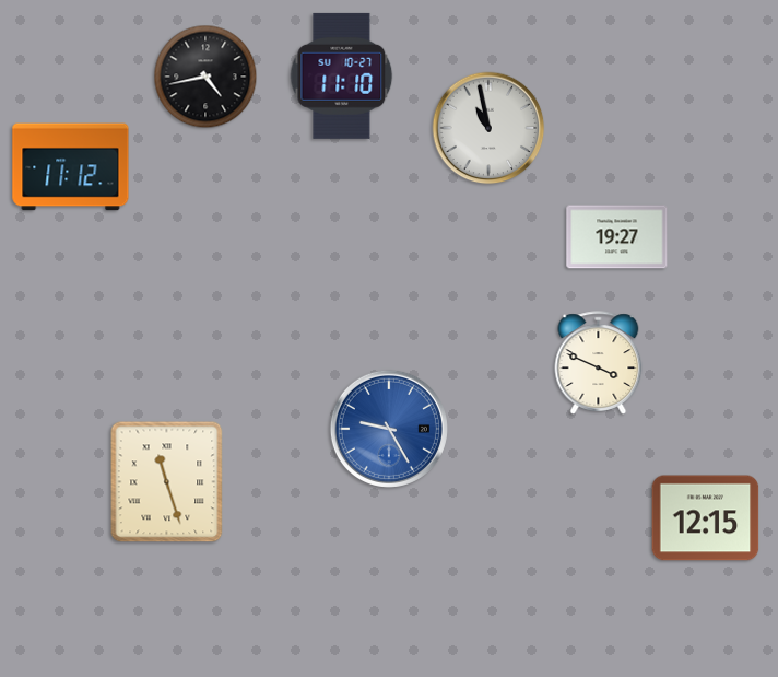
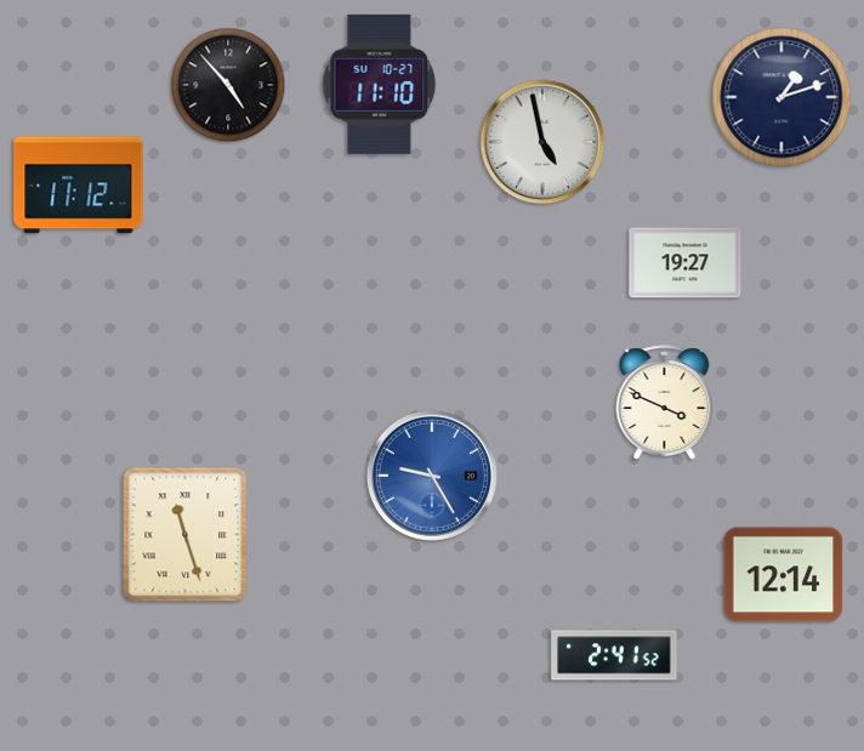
clock at (205, 77): 4:43 -> 4:53
clock at (781, 97): none -> 1:12
clock at (488, 128): 10:58 -> 4:58
clock at (706, 518): 12:15 -> 12:14
clock at (614, 655): none -> 2:41
